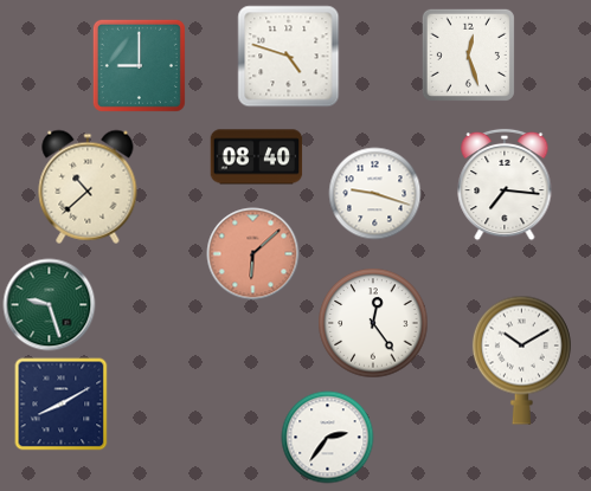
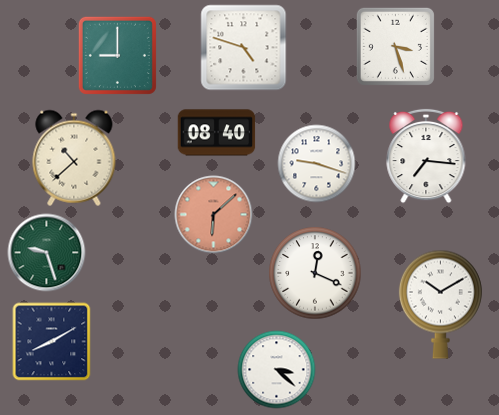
clock at (468, 54): 12:27 -> 3:27
clock at (49, 304) position: (49, 304) -> (46, 252)
clock at (373, 323): 12:24 -> 12:19
clock at (327, 437): 2:36 -> 3:22
